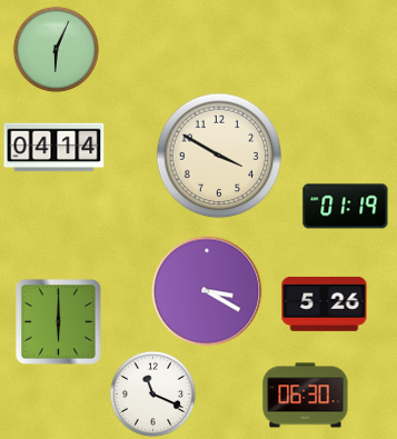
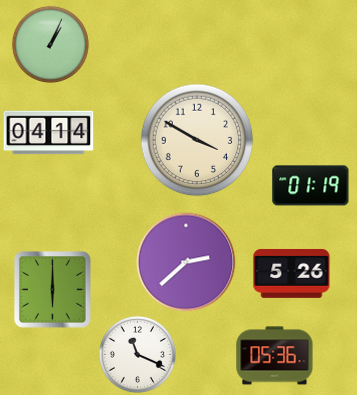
clock at (56, 49): 6:04 -> 1:04
clock at (207, 291): 3:20 -> 2:38
clock at (306, 396): 06:30 -> 05:36
